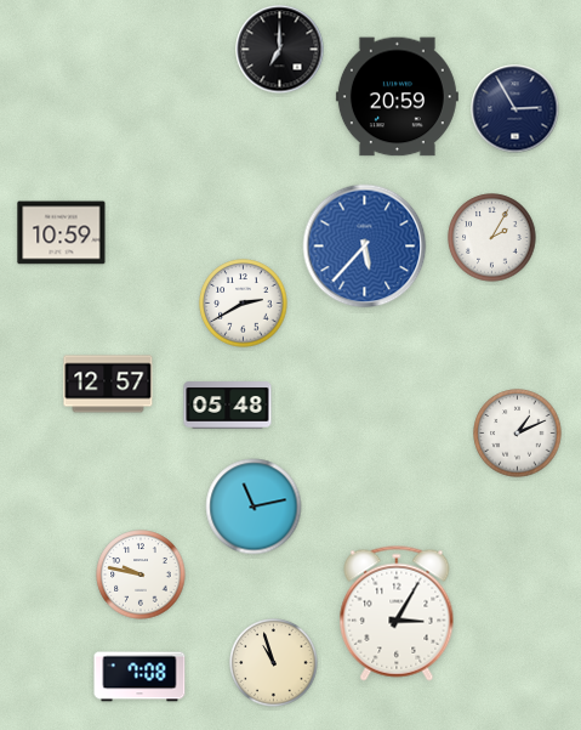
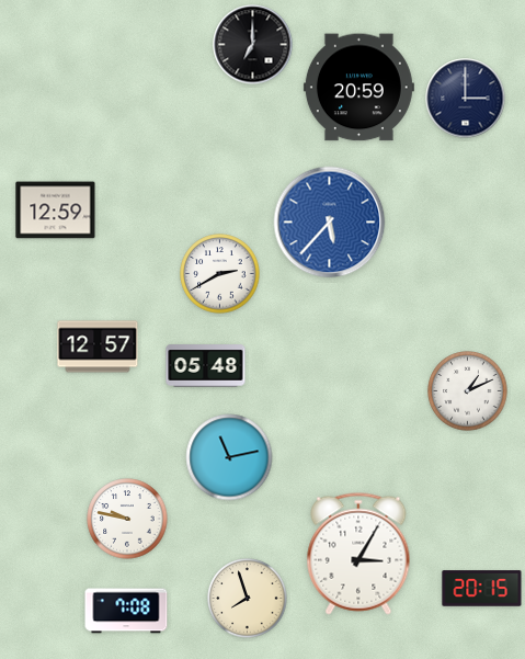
clock at (516, 109): 2:55 -> 3:00
clock at (62, 233): 10:59 -> 12:59
clock at (492, 238): 2:05 -> none
clock at (482, 589): none -> 20:15
clock at (274, 663): 10:57 -> 7:57
